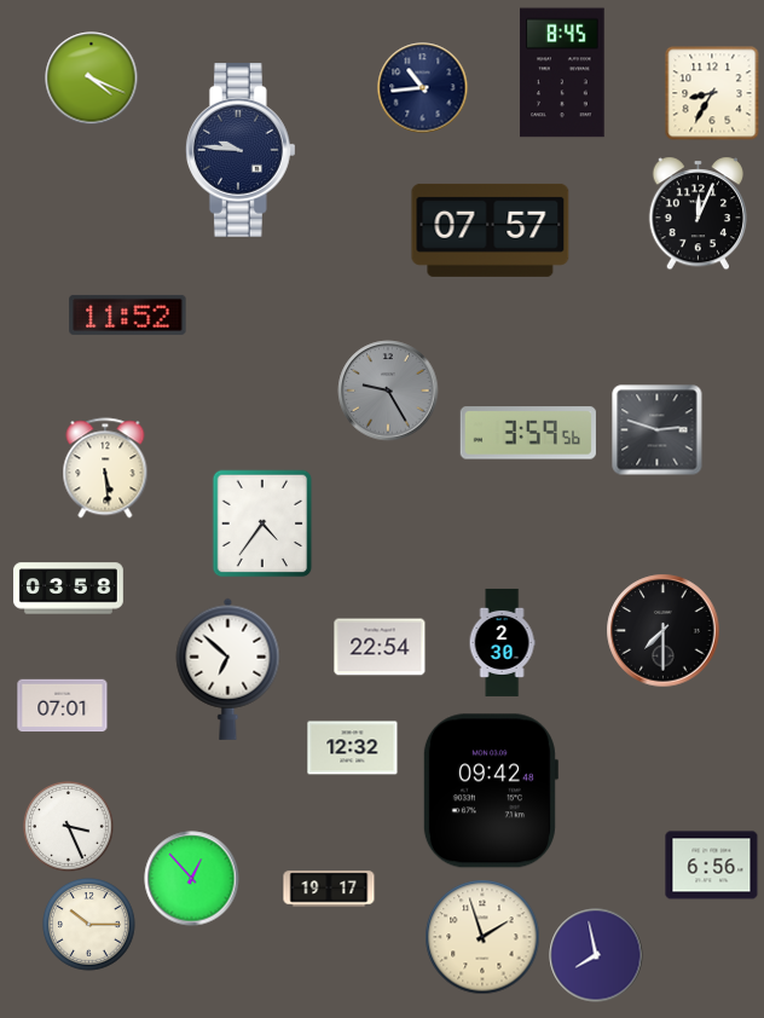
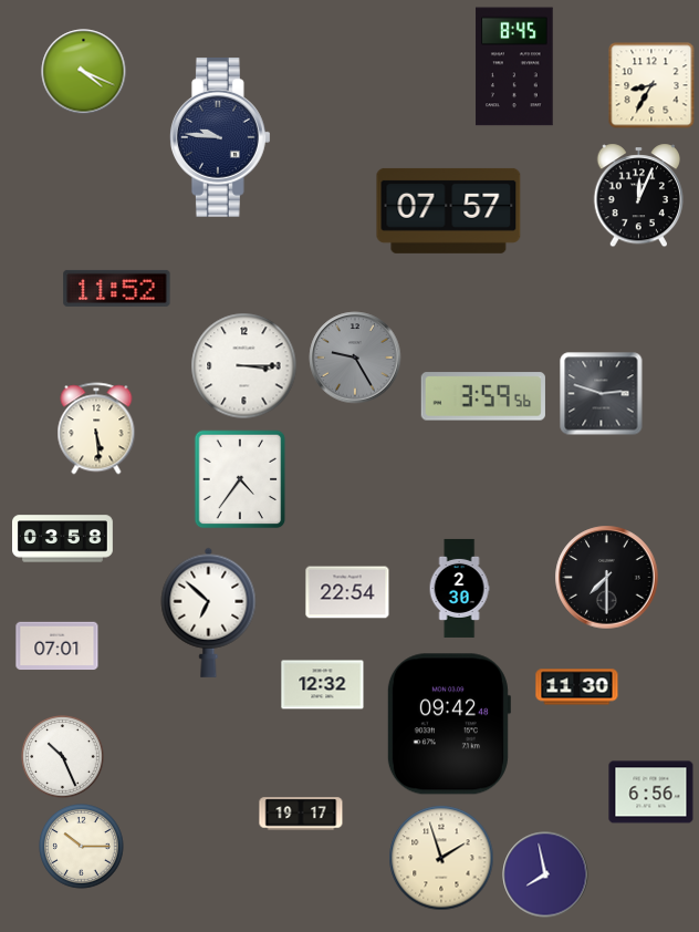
clock at (423, 88): 10:44 -> none
clock at (244, 366): none -> 3:15
clock at (577, 687): none -> 11:30
clock at (69, 827): 3:26 -> 10:26
clock at (192, 879): 12:53 -> none
